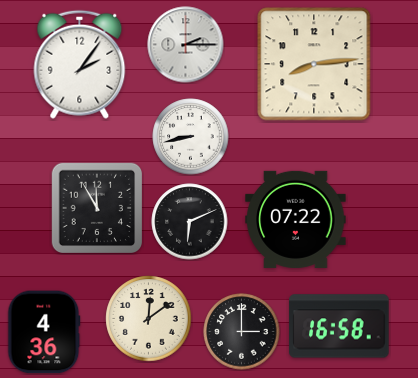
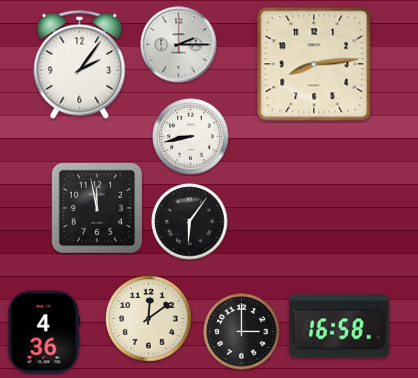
clock at (186, 45) position: (186, 45) -> (179, 45)
clock at (96, 207): 11:55 -> 11:58
clock at (296, 219): 07:22 -> none
clock at (190, 222): 6:11 -> 6:06
